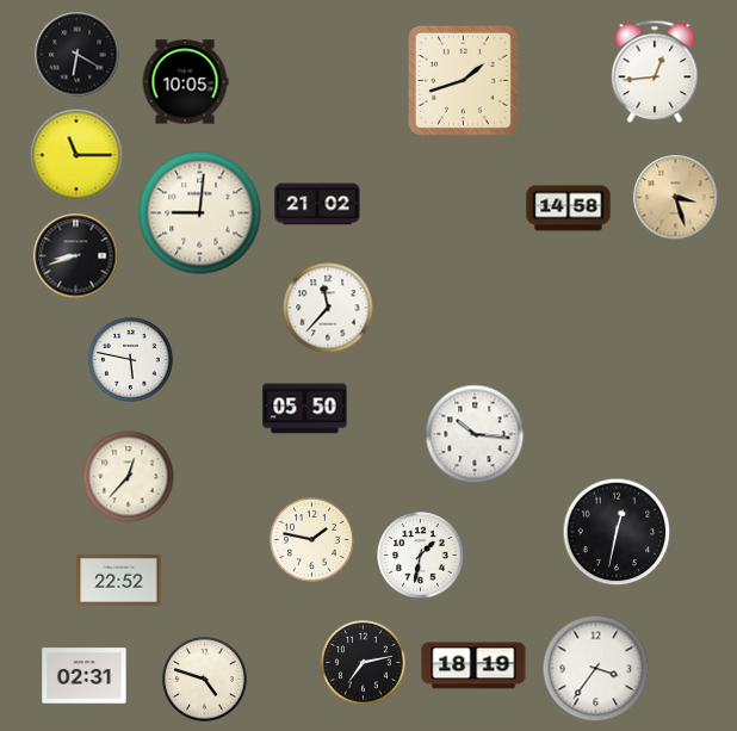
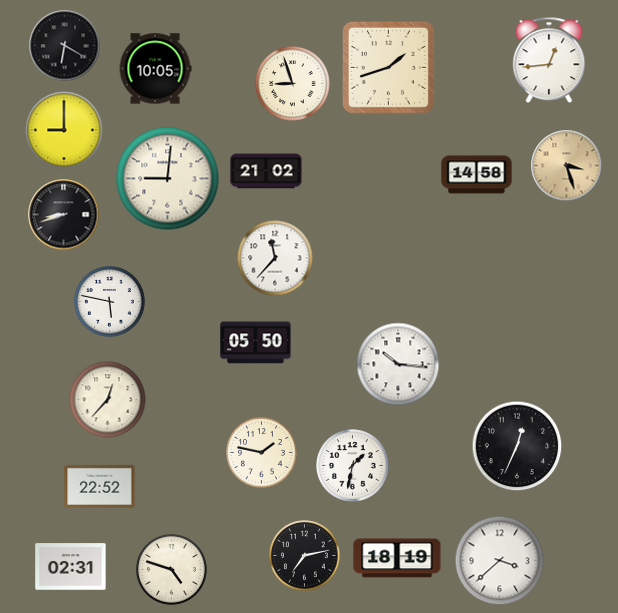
clock at (293, 84): none -> 8:57
clock at (76, 155): 11:15 -> 9:00
clock at (617, 532): 12:32 -> 12:34
clock at (596, 669): 3:36 -> 3:38
